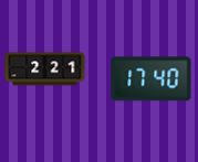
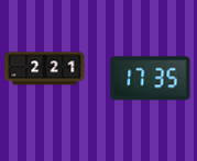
clock at (152, 79): 17:40 -> 17:35
